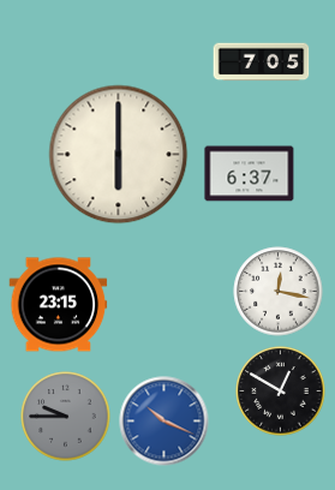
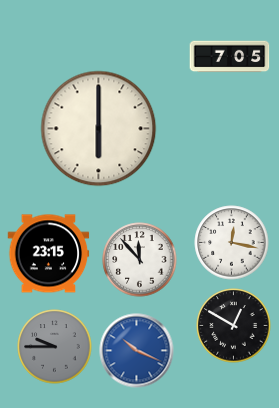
clock at (262, 62) position: (262, 62) -> (230, 57)
clock at (250, 174): 6:37 -> none
clock at (140, 260): none -> 11:53
